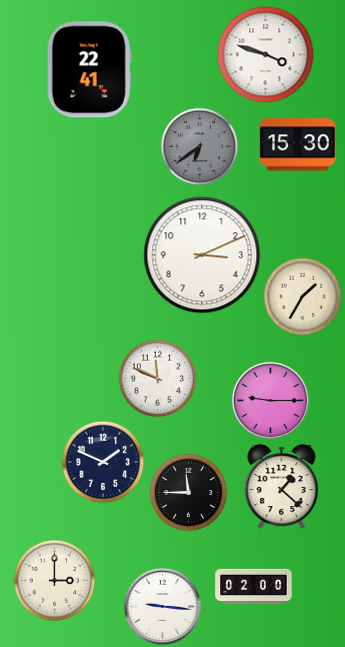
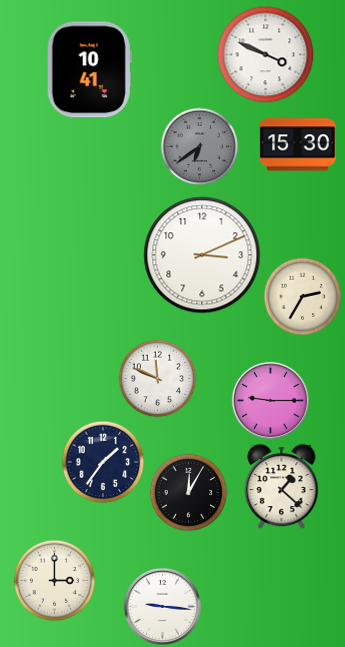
clock at (265, 54): 3:48 -> 3:49
clock at (89, 70): 22:41 -> 10:41
clock at (302, 296): 1:35 -> 2:35
clock at (103, 462): 1:49 -> 1:36
clock at (188, 492): 11:45 -> 12:05
clock at (254, 587): 02:00 -> none
